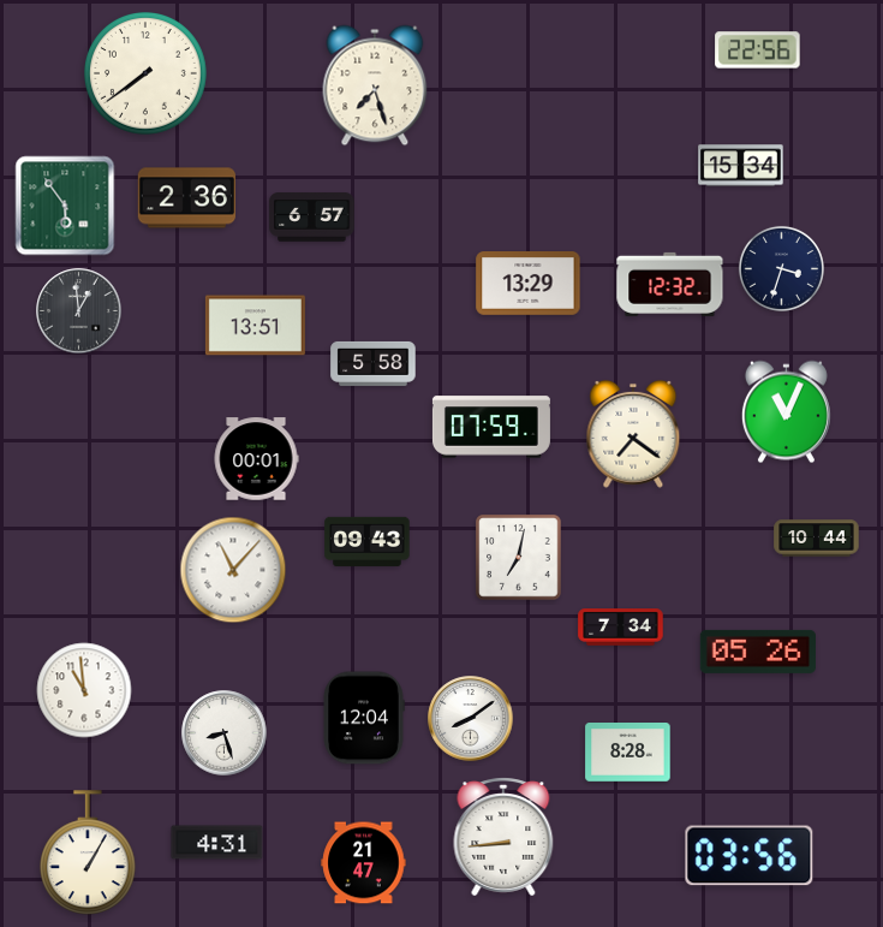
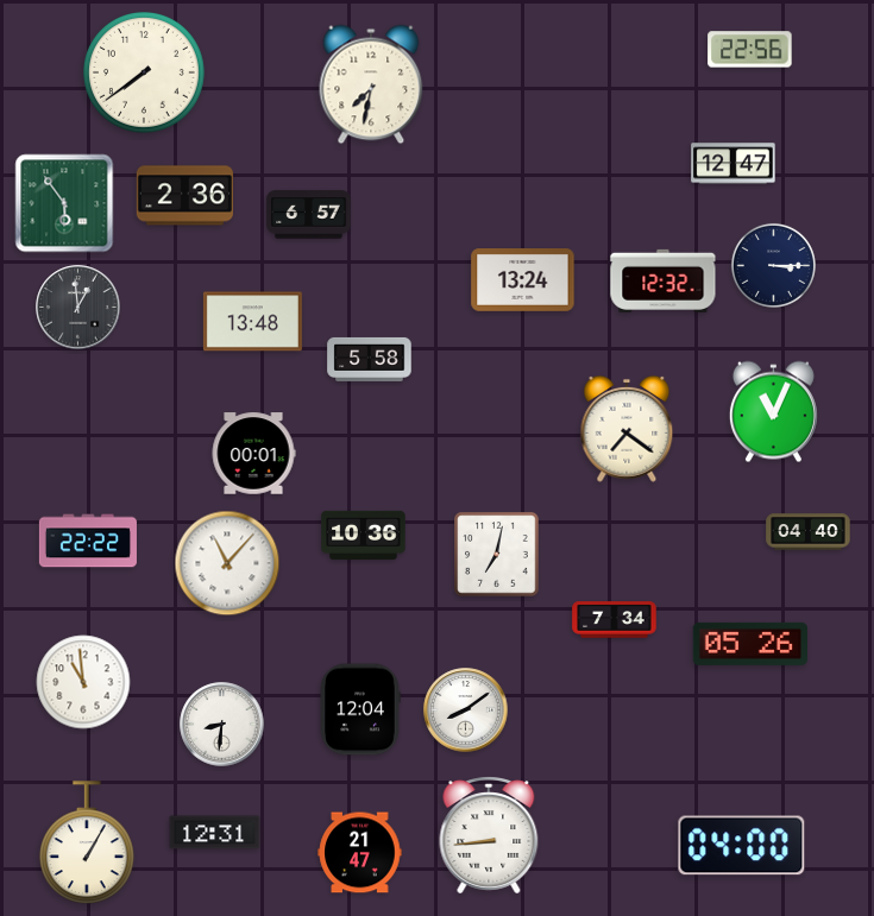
clock at (375, 85): 7:27 -> 7:32
clock at (741, 166): 15:34 -> 12:47
clock at (781, 268): 3:33 -> 3:15
clock at (529, 284): 13:29 -> 13:24
clock at (255, 326): 13:51 -> 13:48
clock at (786, 412) position: (786, 412) -> (773, 412)
clock at (491, 427): 07:59 -> none
clock at (817, 539): 10:44 -> 04:40
clock at (368, 541): 09:43 -> 10:36
clock at (88, 541): none -> 22:22
clock at (519, 558) position: (519, 558) -> (497, 555)
clock at (233, 570) position: (233, 570) -> (227, 563)
clock at (225, 733): 8:27 -> 8:31
clock at (628, 753): 8:28 -> none
clock at (503, 837) position: (503, 837) -> (489, 835)
clock at (217, 843): 4:31 -> 12:31
clock at (750, 856): 03:56 -> 04:00
